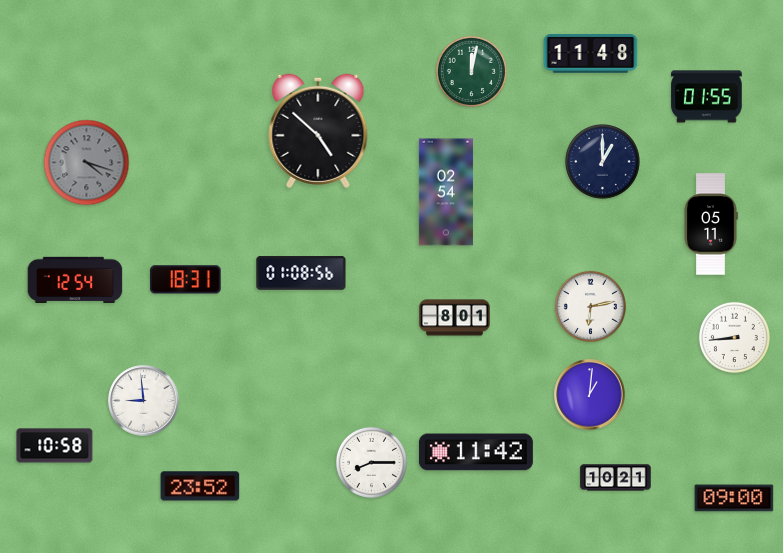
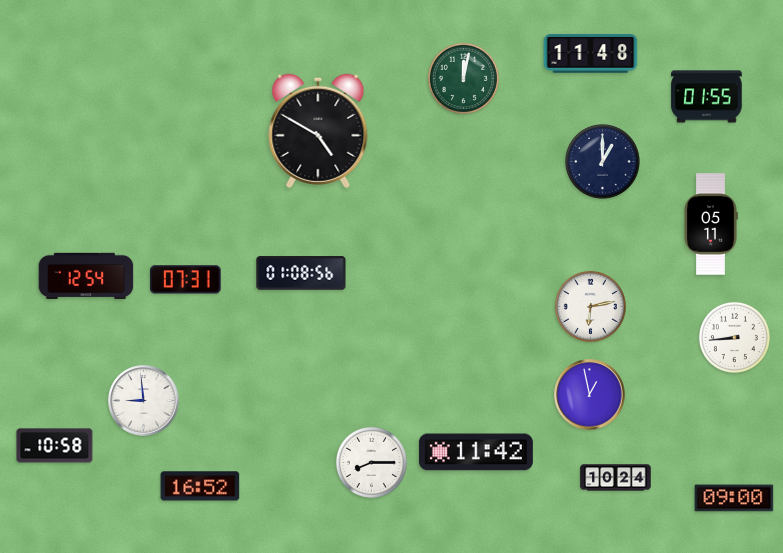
clock at (471, 71) position: (471, 71) -> (463, 78)
clock at (318, 131): 4:52 -> 4:50
clock at (87, 163): 4:18 -> none
clock at (446, 192): 02:54 -> none
clock at (75, 280) position: (75, 280) -> (86, 276)
clock at (186, 280): 18:31 -> 07:31
clock at (455, 318): 8:01 -> none
clock at (590, 395): 1:01 -> 12:58
clock at (616, 478): 10:21 -> 10:24
clock at (200, 486): 23:52 -> 16:52
